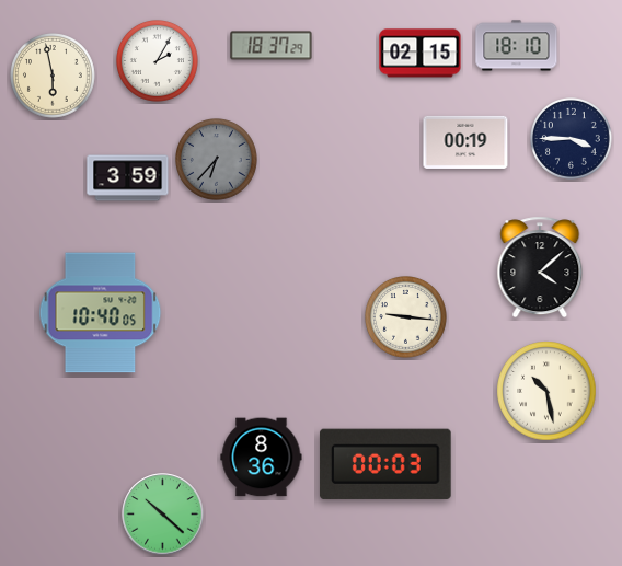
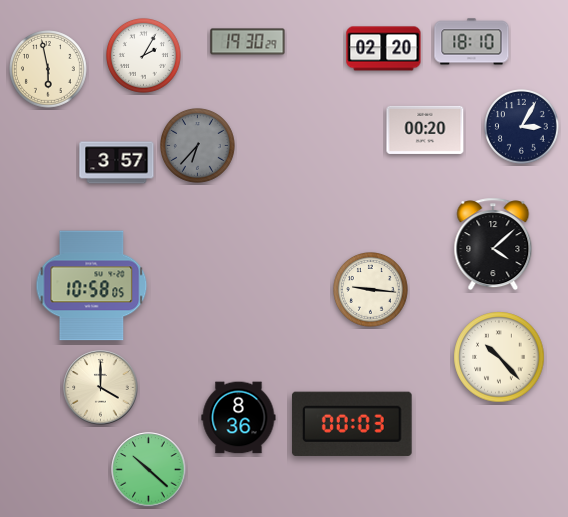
clock at (272, 46): 18:37 -> 19:30
clock at (421, 54): 02:15 -> 02:20
clock at (572, 139): 3:45 -> 3:05
clock at (465, 142): 00:19 -> 00:20
clock at (128, 178): 3:59 -> 3:57
clock at (101, 313): 10:40 -> 10:58
clock at (546, 391): 10:28 -> 10:23
clock at (101, 388): none -> 4:00
